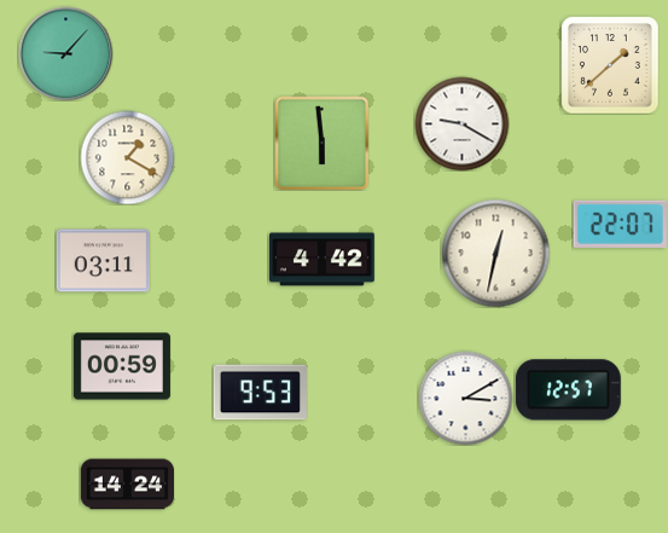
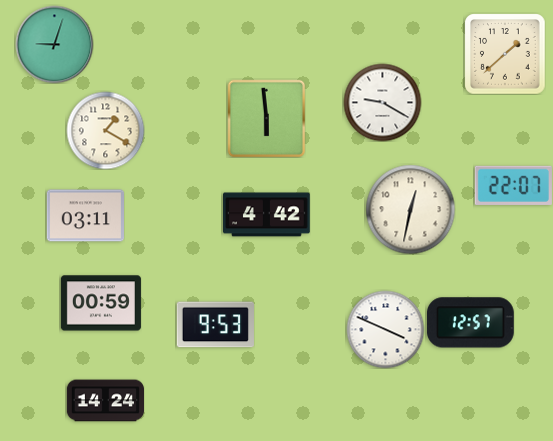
clock at (65, 53): 9:07 -> 9:03
clock at (465, 398): 3:10 -> 3:49
